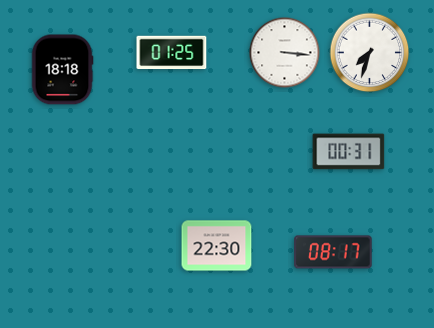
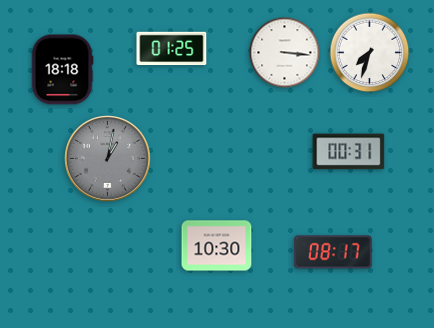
clock at (172, 53) position: (172, 53) -> (172, 49)
clock at (108, 159): none -> 1:02
clock at (217, 246): 22:30 -> 10:30
